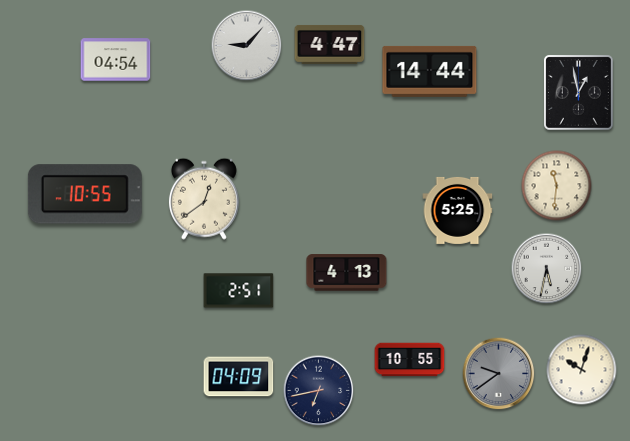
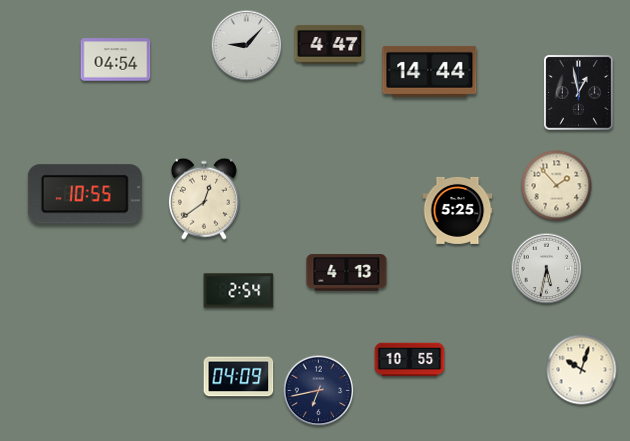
clock at (557, 186): 11:31 -> 1:53
clock at (239, 291): 2:51 -> 2:54
clock at (499, 374): 9:39 -> none
